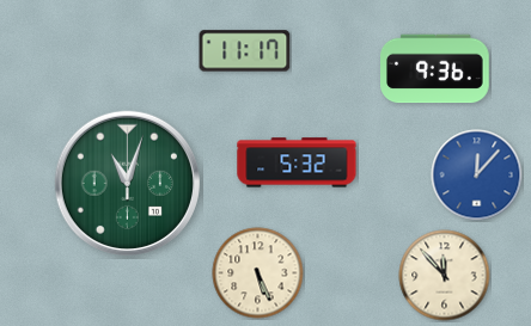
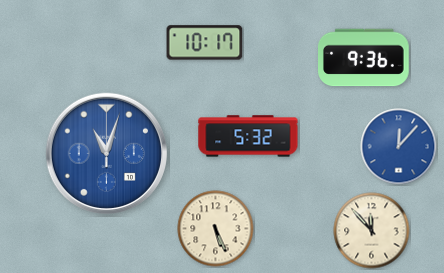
clock at (245, 51): 11:17 -> 10:17
clock at (127, 183) dial: green -> blue
